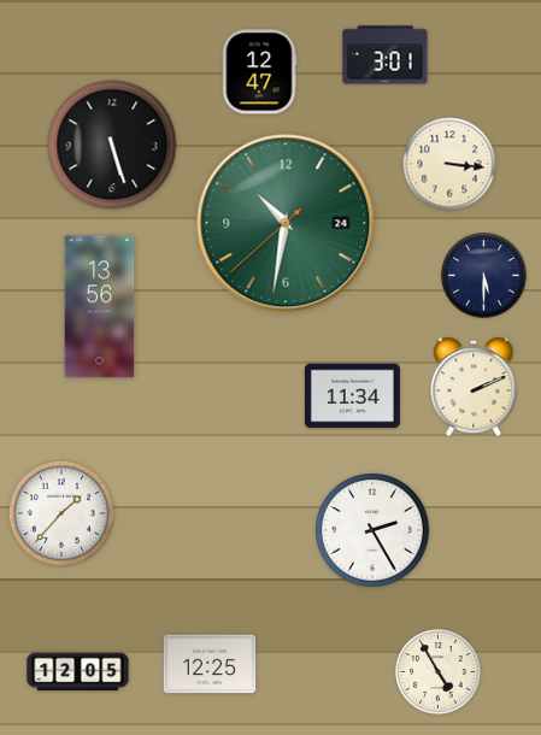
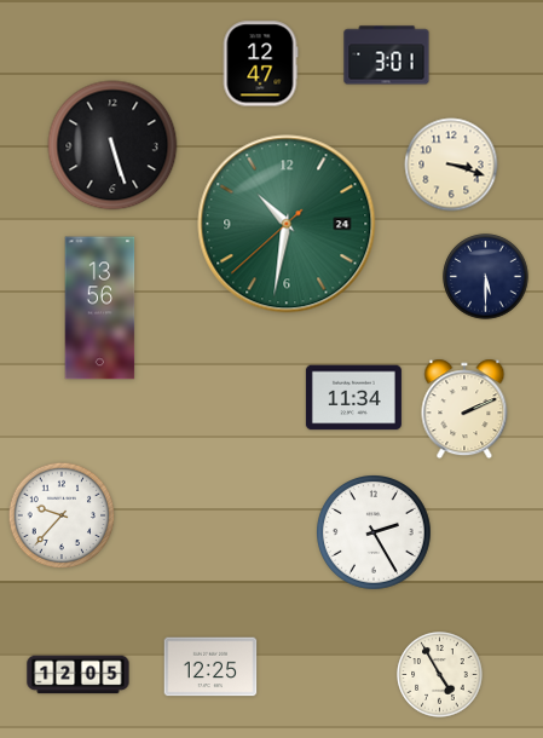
clock at (259, 72) position: (259, 72) -> (260, 64)
clock at (449, 164): 3:16 -> 3:18
clock at (474, 387) position: (474, 387) -> (464, 409)
clock at (61, 513): 1:37 -> 9:37
